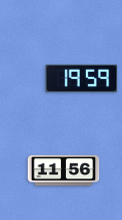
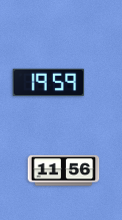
clock at (82, 79) position: (82, 79) -> (49, 83)
